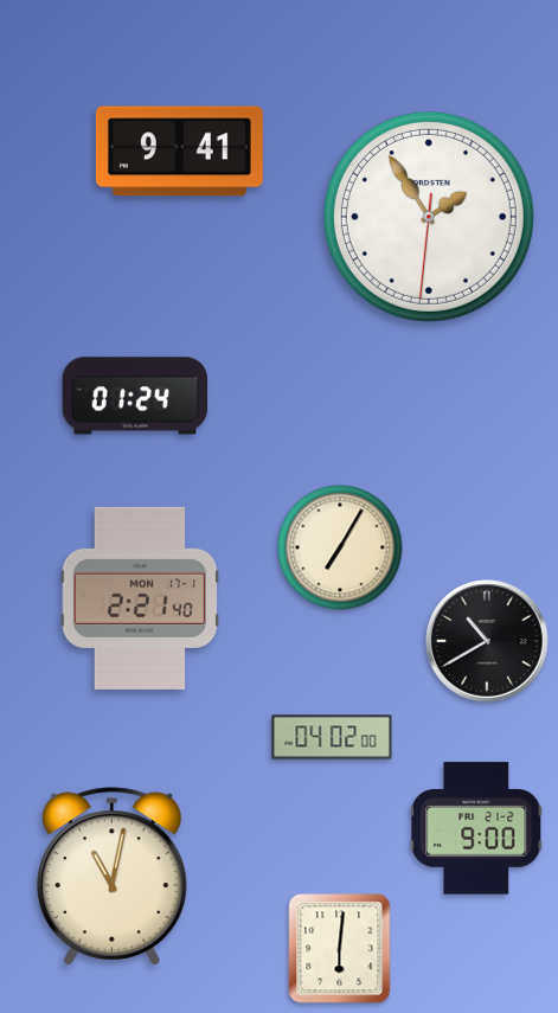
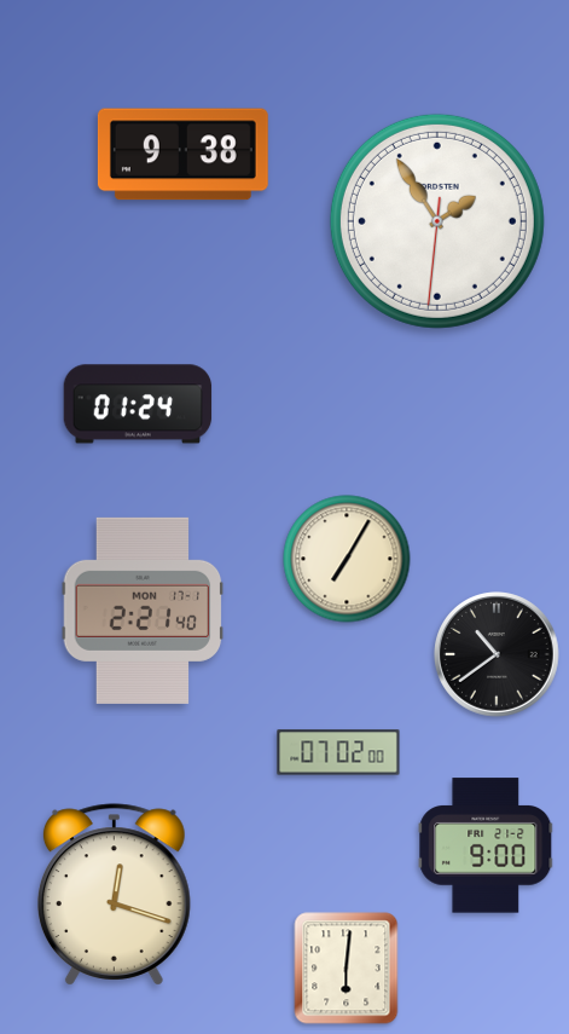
clock at (179, 152): 9:41 -> 9:38
clock at (487, 641): 10:40 -> 10:39
clock at (332, 737): 04:02 -> 07:02
clock at (111, 877): 11:02 -> 12:18
